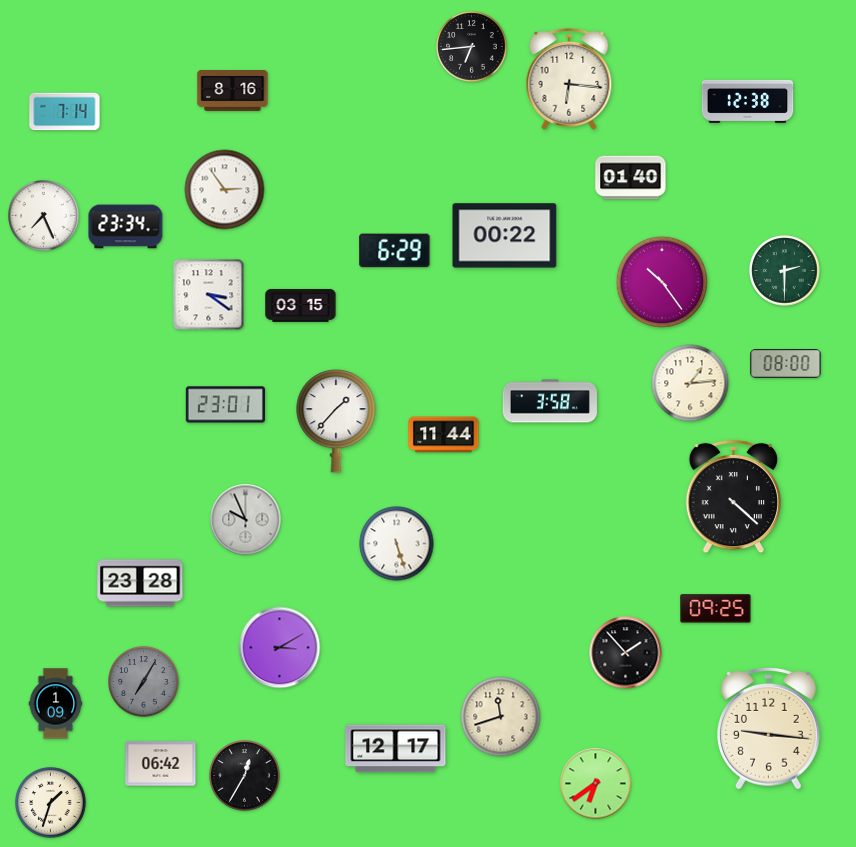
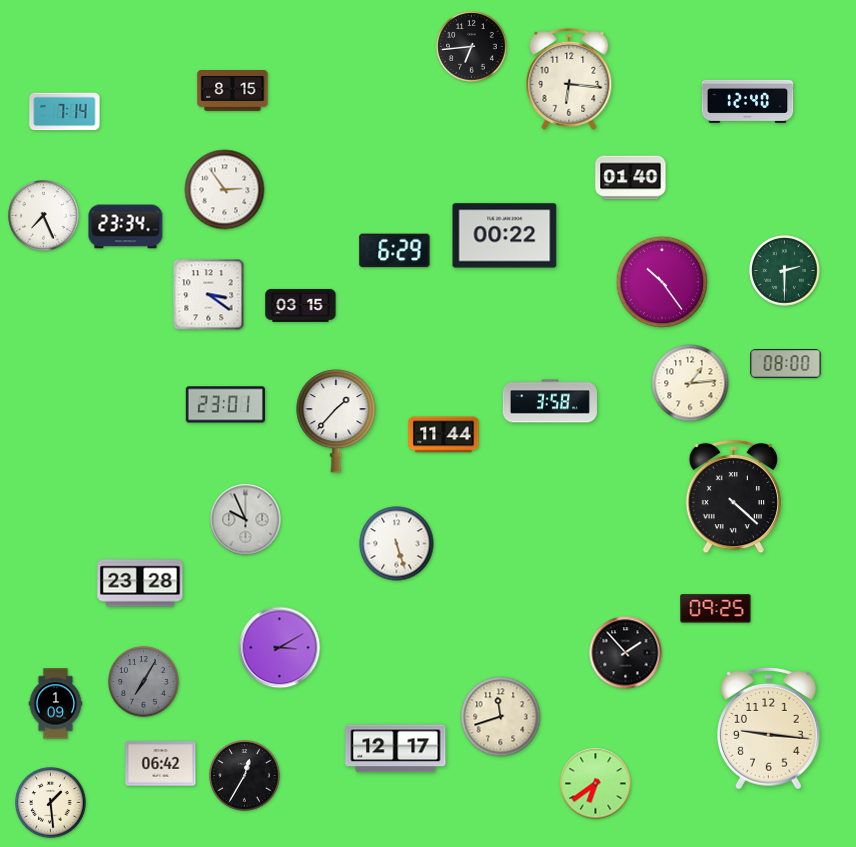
clock at (233, 91): 8:16 -> 8:15
clock at (748, 101): 12:38 -> 12:40
clock at (51, 803): 1:33 -> 1:29
